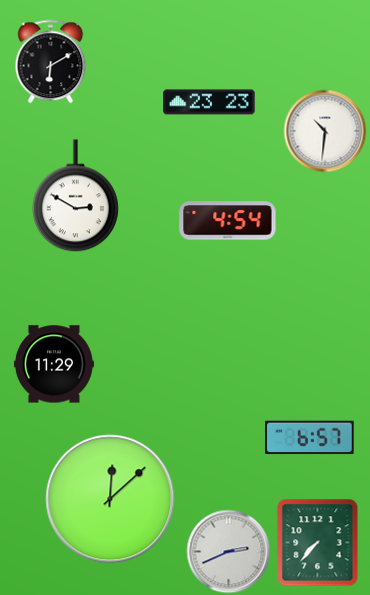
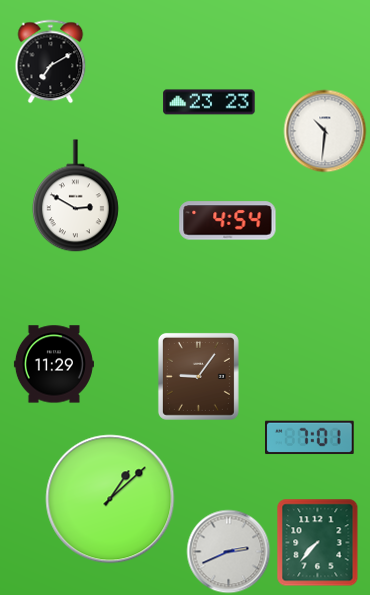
clock at (51, 61): 6:10 -> 7:10
clock at (198, 376): none -> 9:06
clock at (310, 438): 6:57 -> 7:01
clock at (110, 499): 12:08 -> 1:08
